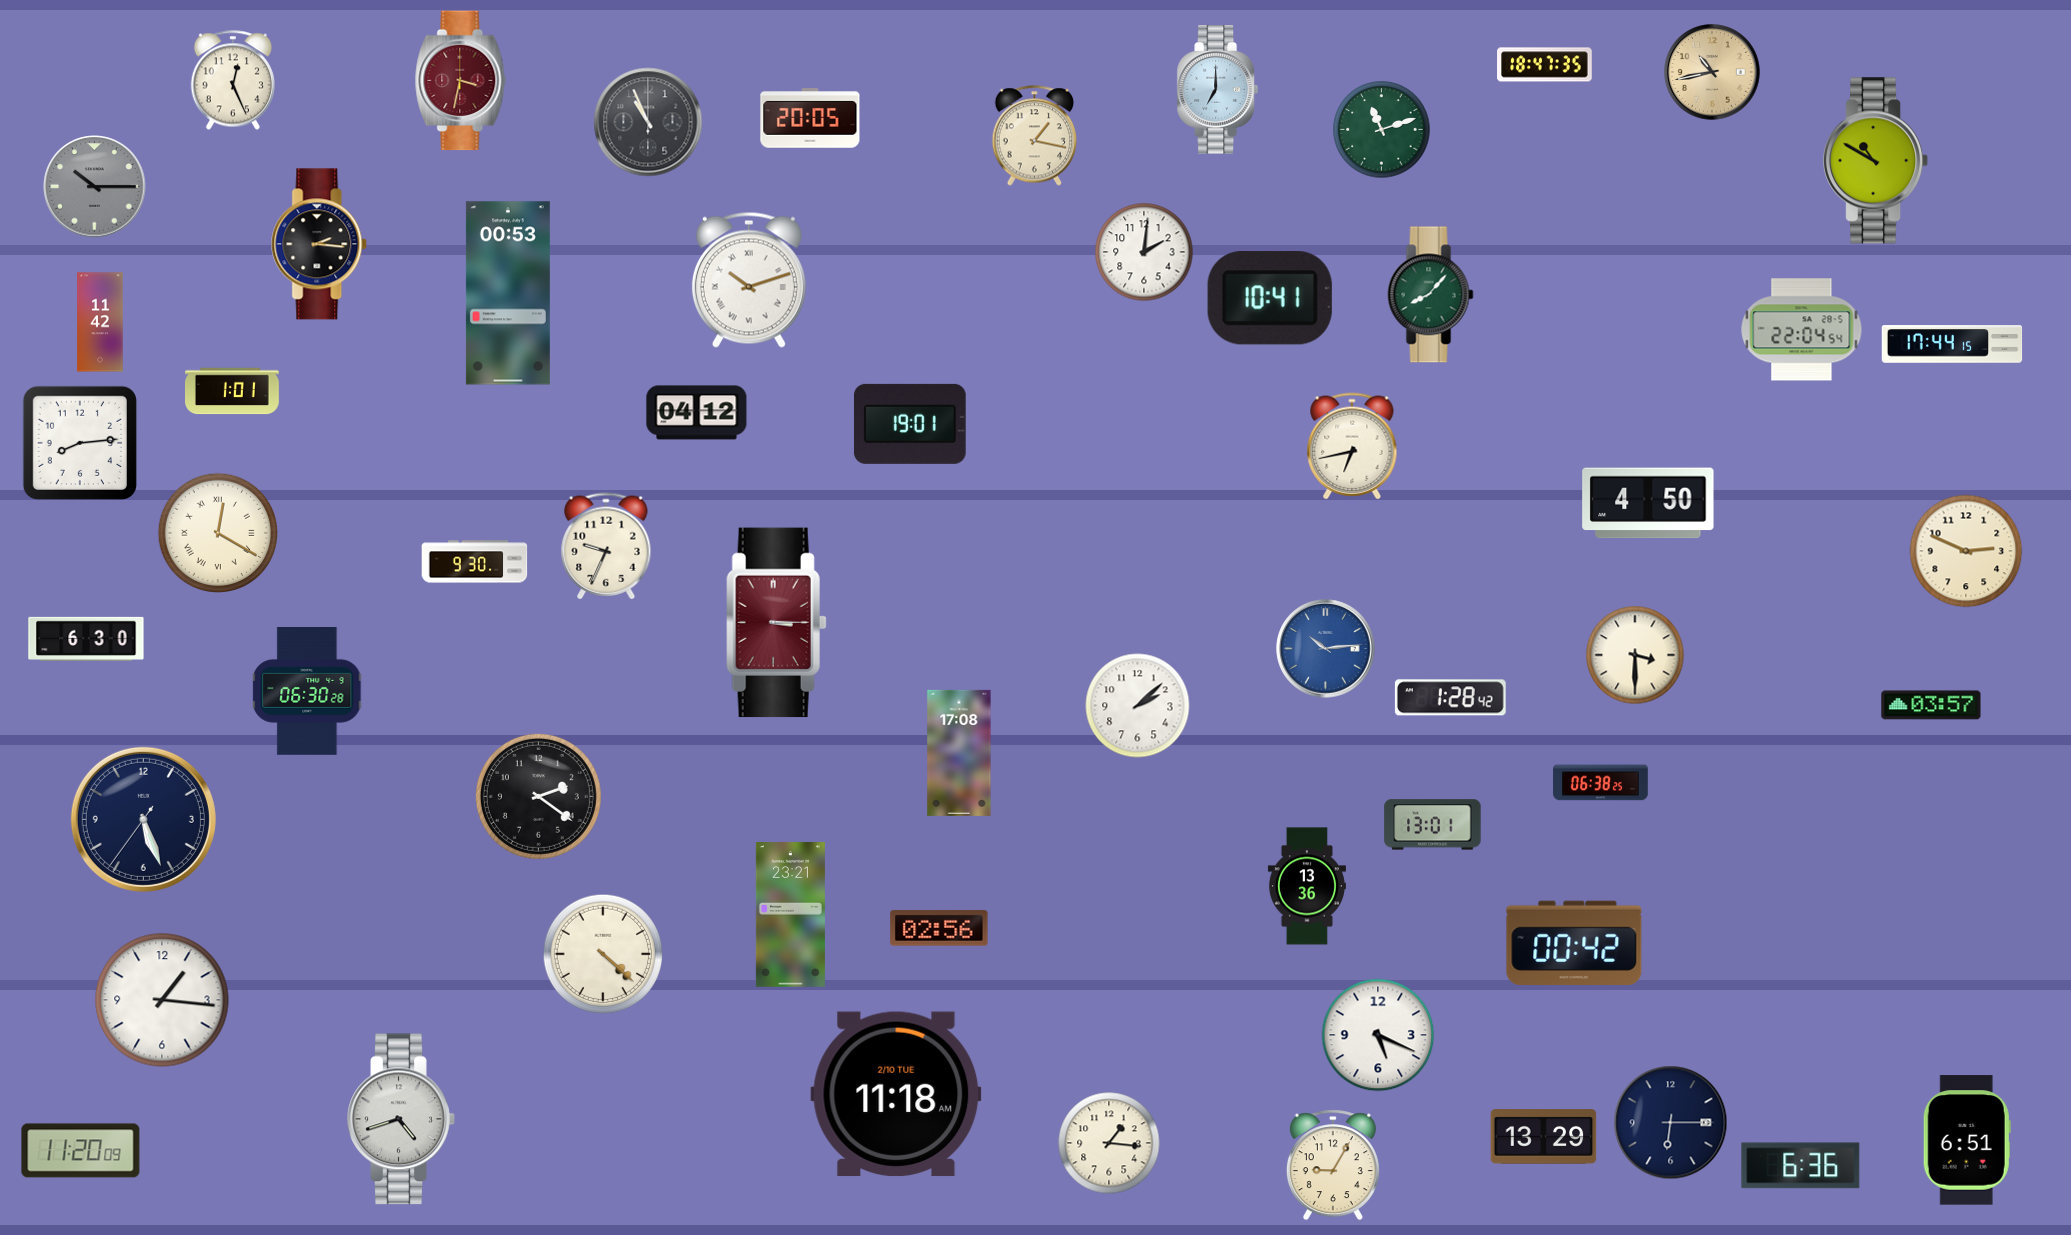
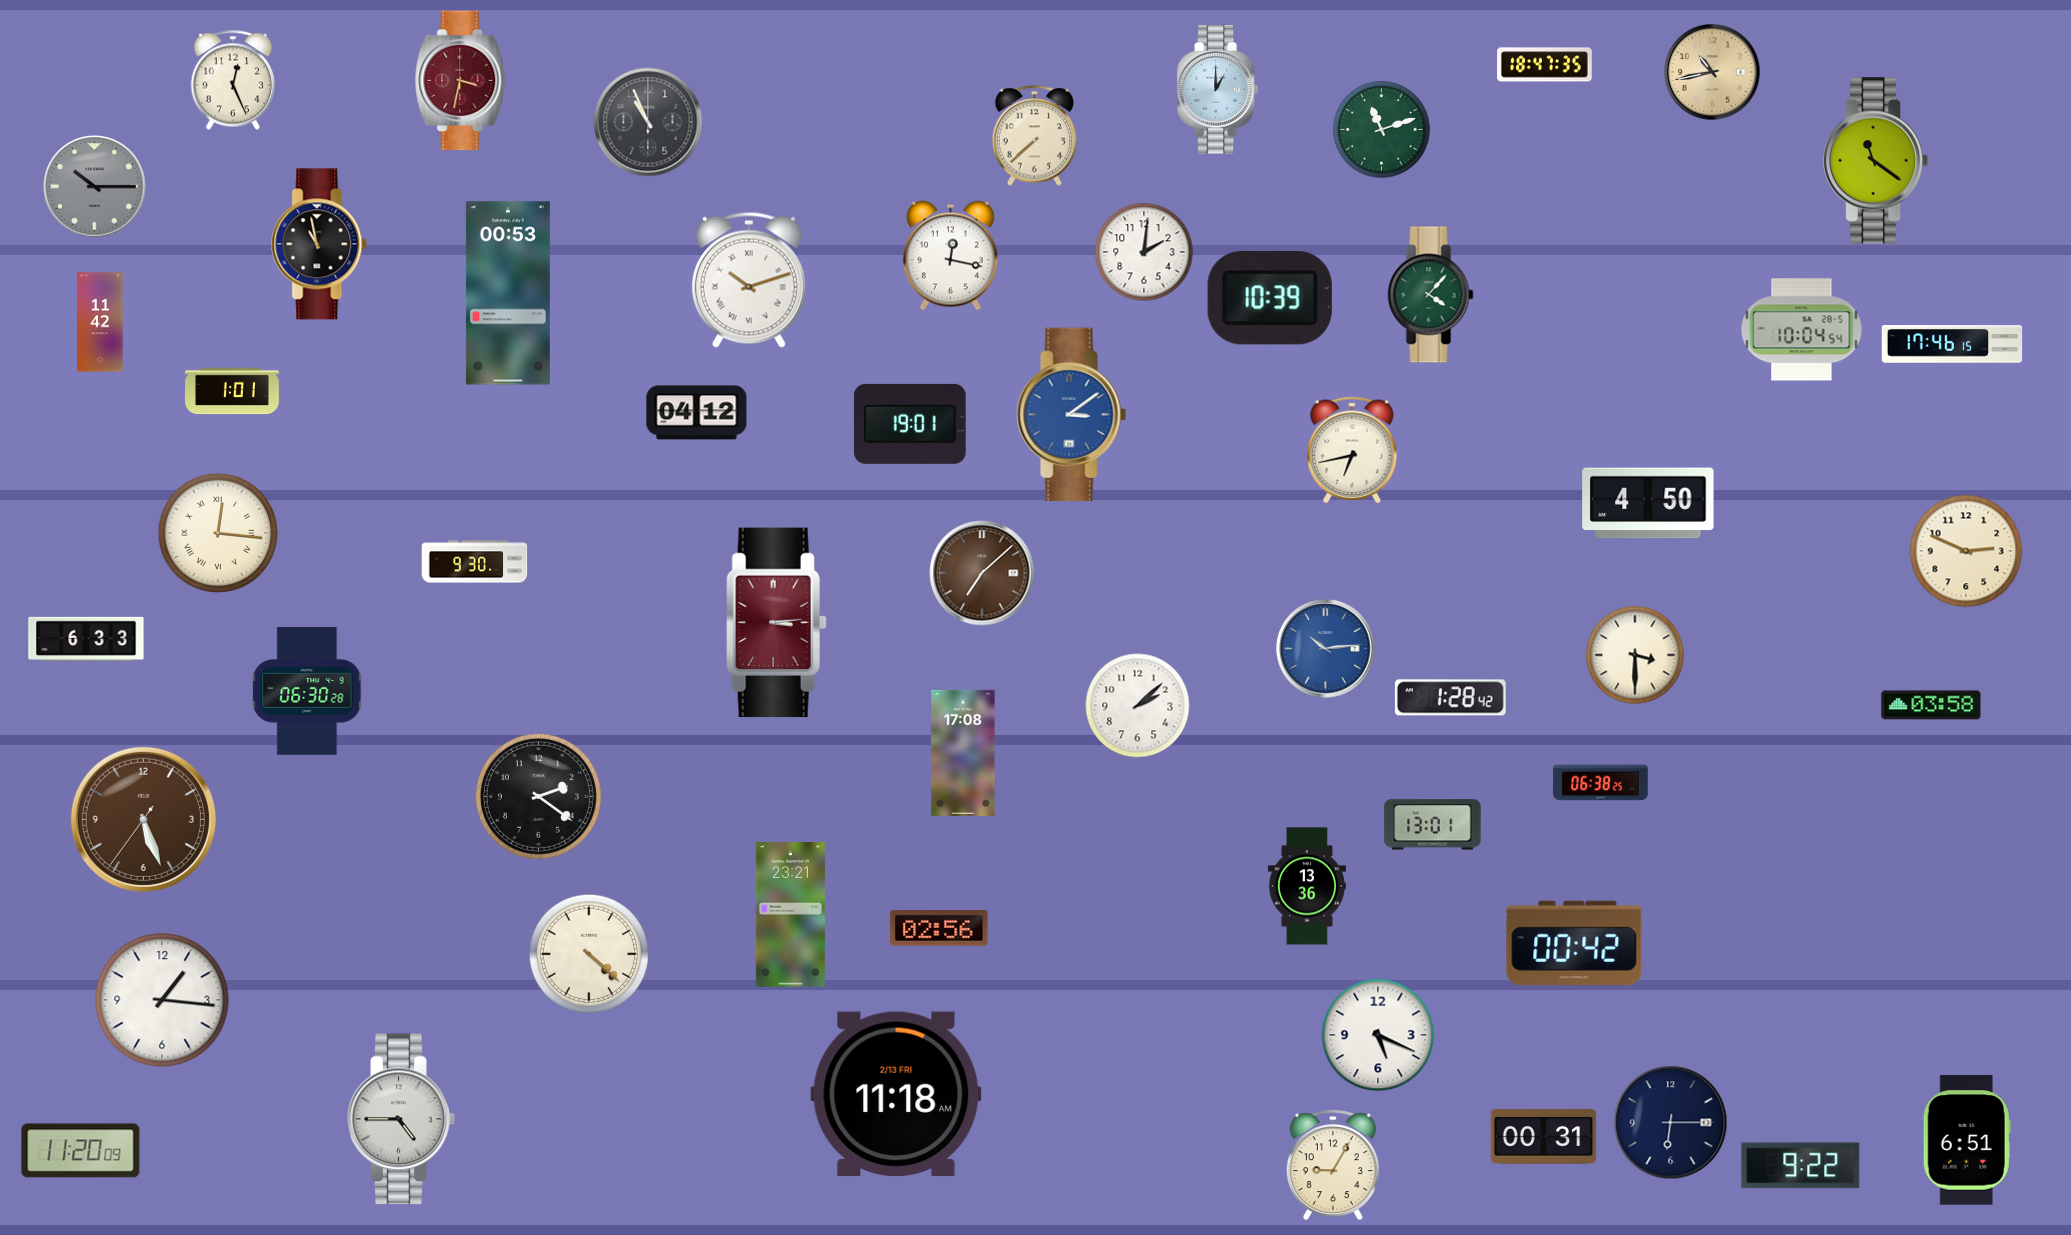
clock at (1217, 90): 7:00 -> 1:00
clock at (810, 118): 20:05 -> none
clock at (1035, 136): 1:17 -> 7:38
clock at (1877, 161): 10:50 -> 11:21
clock at (320, 244): 2:16 -> 10:58
clock at (950, 256): none -> 12:17
clock at (1431, 295): 8:07 -> 4:07
clock at (1270, 298): 10:41 -> 10:39
clock at (1802, 330): 22:04 -> 10:04
clock at (1952, 344): 17:44 -> 17:46
clock at (1072, 415): none -> 3:09
clock at (80, 443): 8:14 -> none
clock at (1352, 446) position: (1352, 446) -> (1352, 450)
clock at (217, 532): 12:20 -> 12:16
clock at (606, 546): 9:34 -> none
clock at (982, 573): none -> 7:08
clock at (776, 623): 3:15 -> 3:14
clock at (86, 639): 6:30 -> 6:33
clock at (1931, 705): 03:57 -> 03:58
clock at (959, 753) position: (959, 753) -> (963, 753)
clock at (143, 819) dial: navy -> brown
clock at (602, 953) position: (602, 953) -> (588, 953)
clock at (896, 1094) date: 2/10 TUE -> 2/13 FRI
clock at (401, 1119): 4:42 -> 4:45
clock at (1544, 1137): 13:29 -> 00:31
clock at (1109, 1143): 1:16 -> none
clock at (1801, 1166): 6:36 -> 9:22
